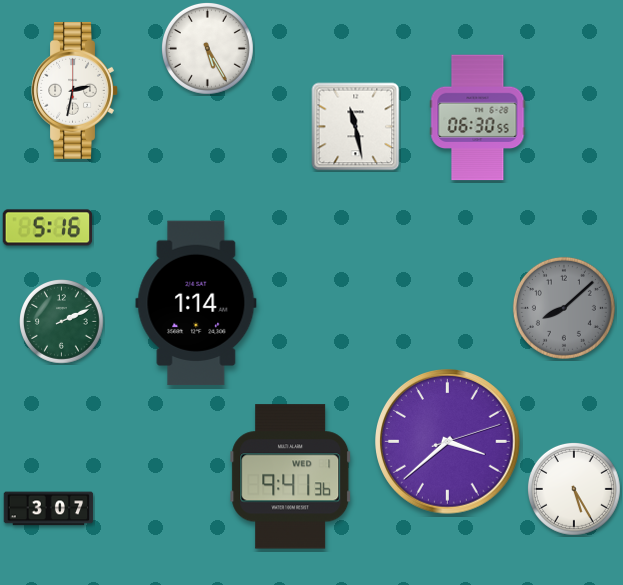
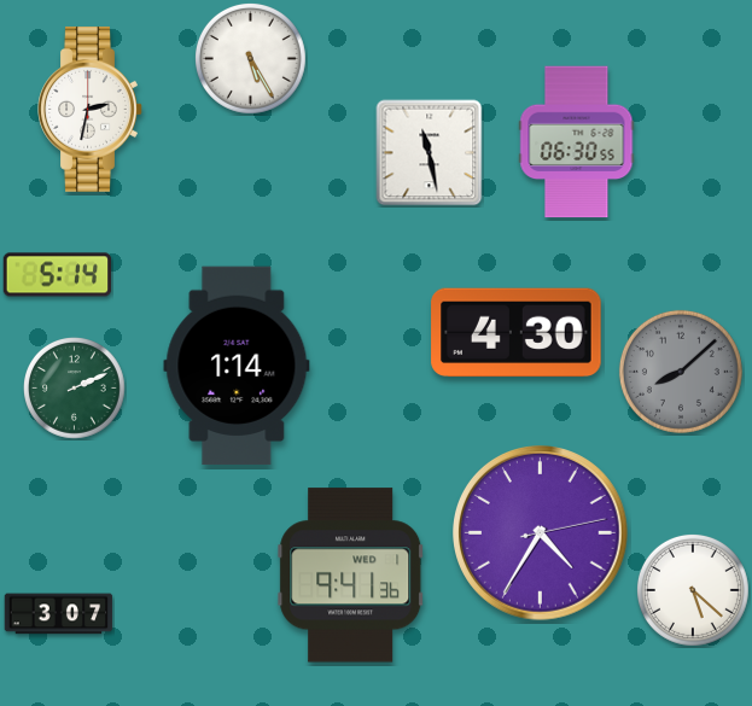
clock at (48, 228): 5:16 -> 5:14
clock at (517, 333): none -> 4:30
clock at (448, 442): 3:38 -> 4:35
clock at (574, 489): 5:25 -> 5:22
